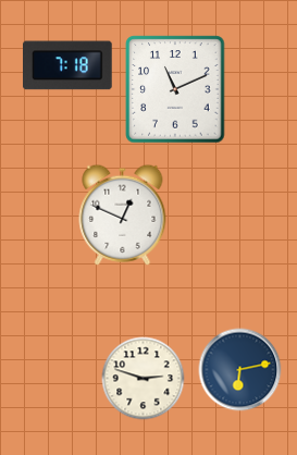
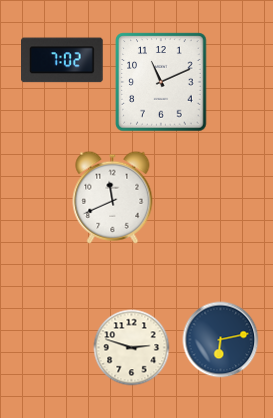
clock at (69, 65): 7:18 -> 7:02
clock at (123, 214): 12:49 -> 11:41
